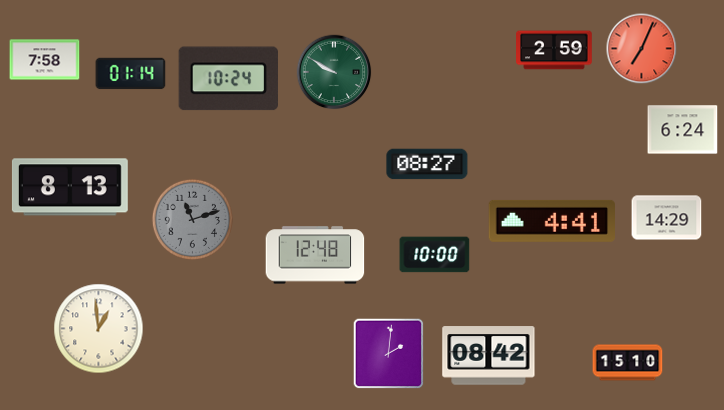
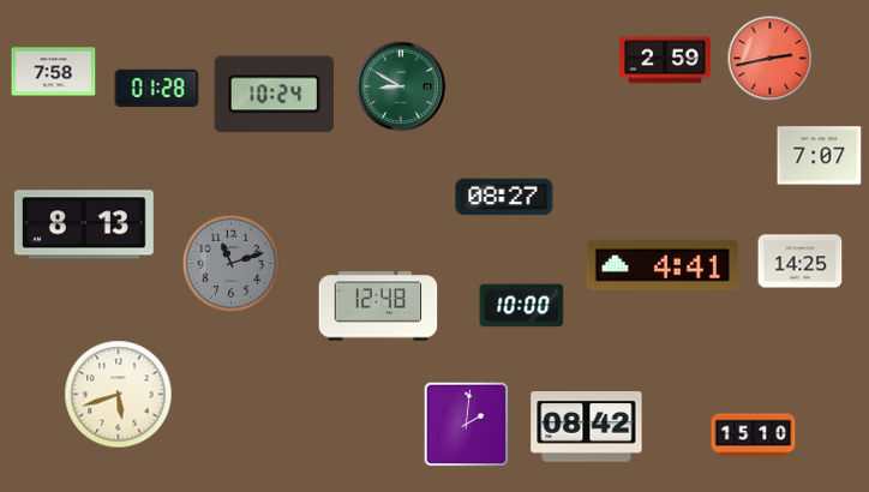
clock at (642, 49): 7:04 -> 2:43
clock at (334, 72): 9:50 -> 8:50
clock at (131, 74): 01:14 -> 01:28
clock at (683, 130): 6:24 -> 7:07
clock at (427, 164) position: (427, 164) -> (504, 197)
clock at (667, 218): 14:29 -> 14:25
clock at (99, 329): 12:59 -> 5:42
